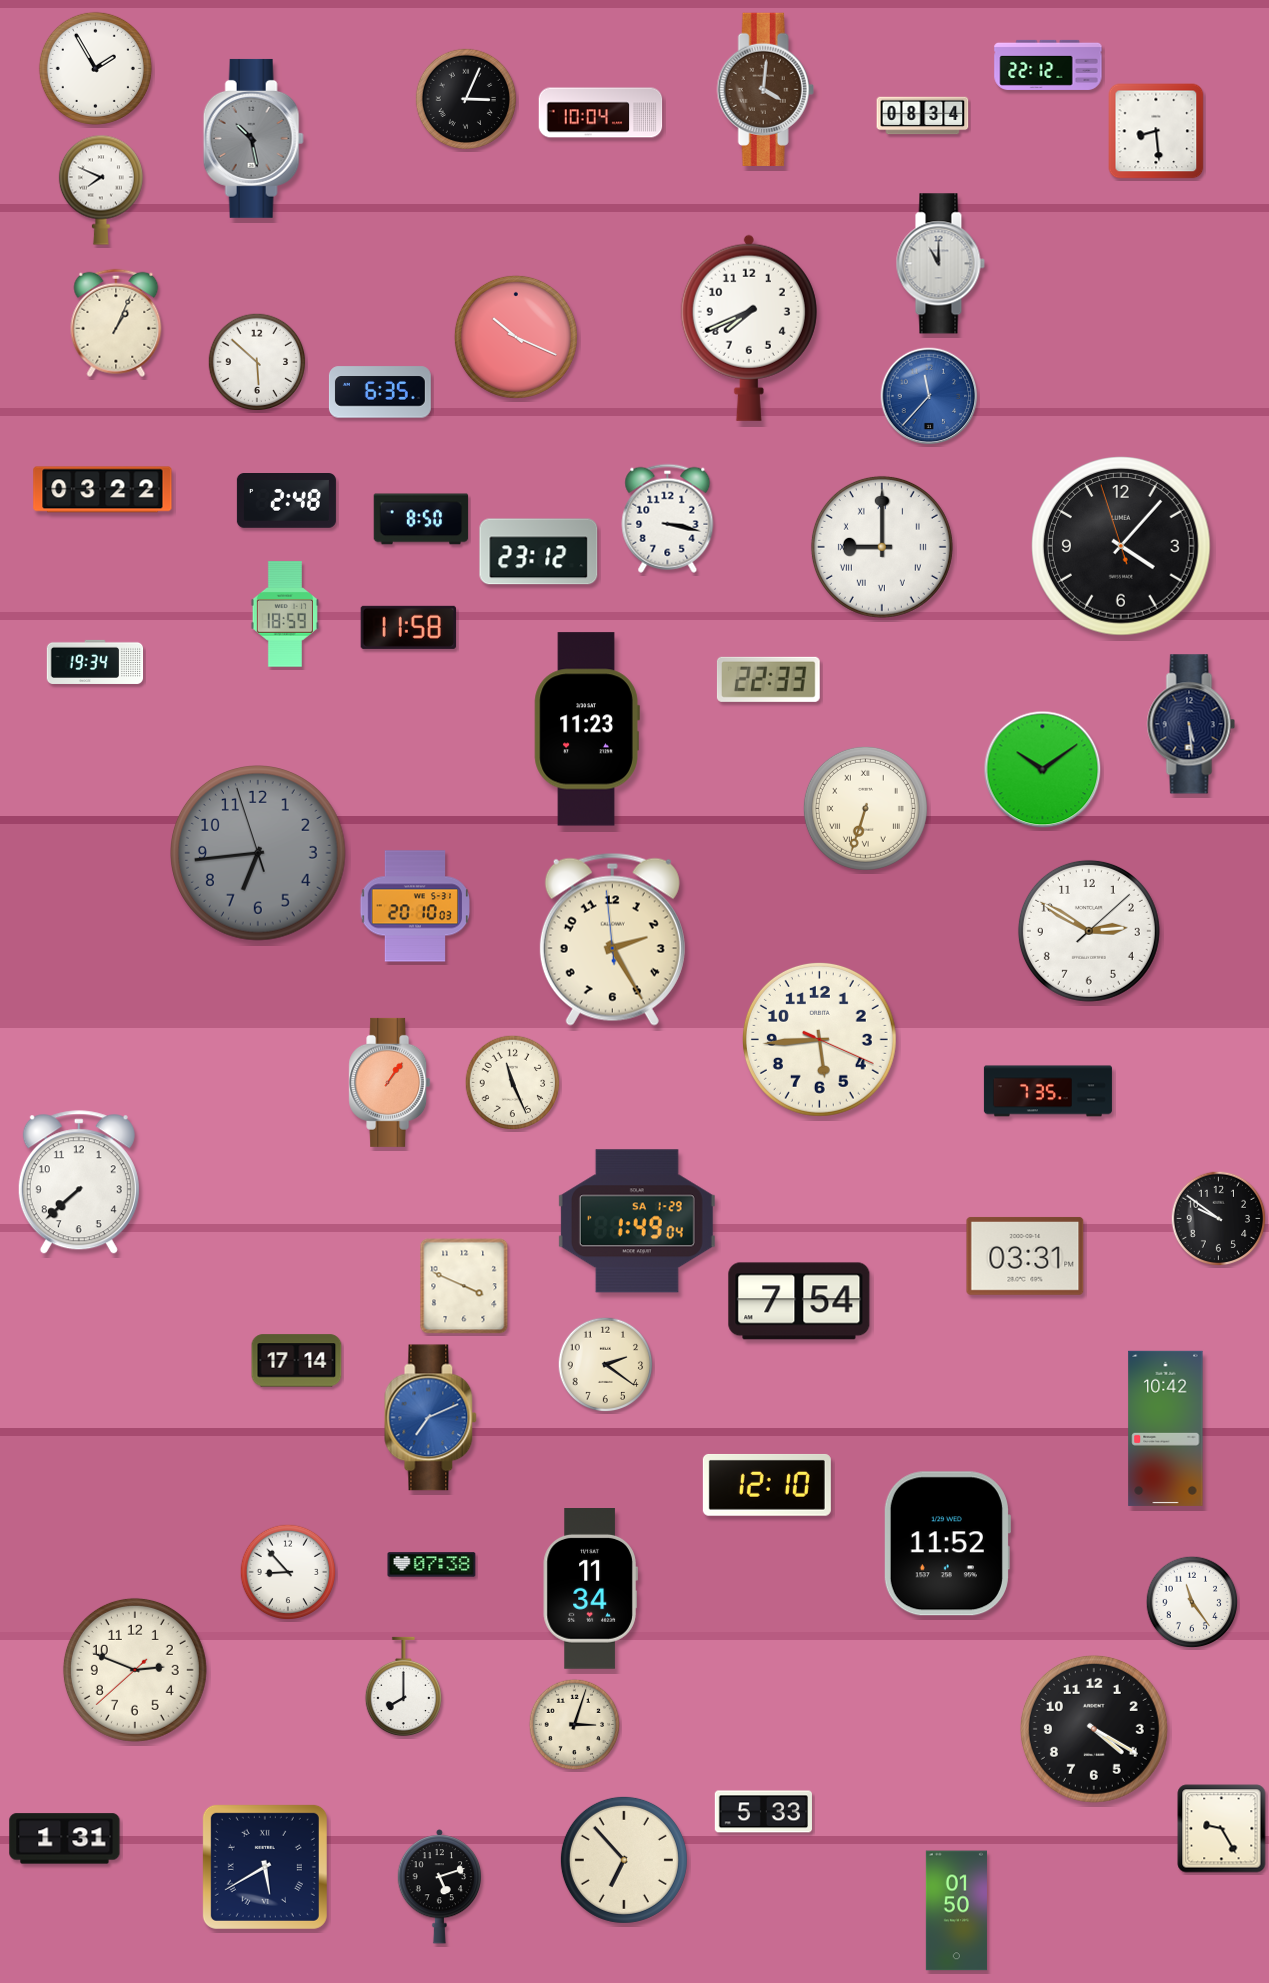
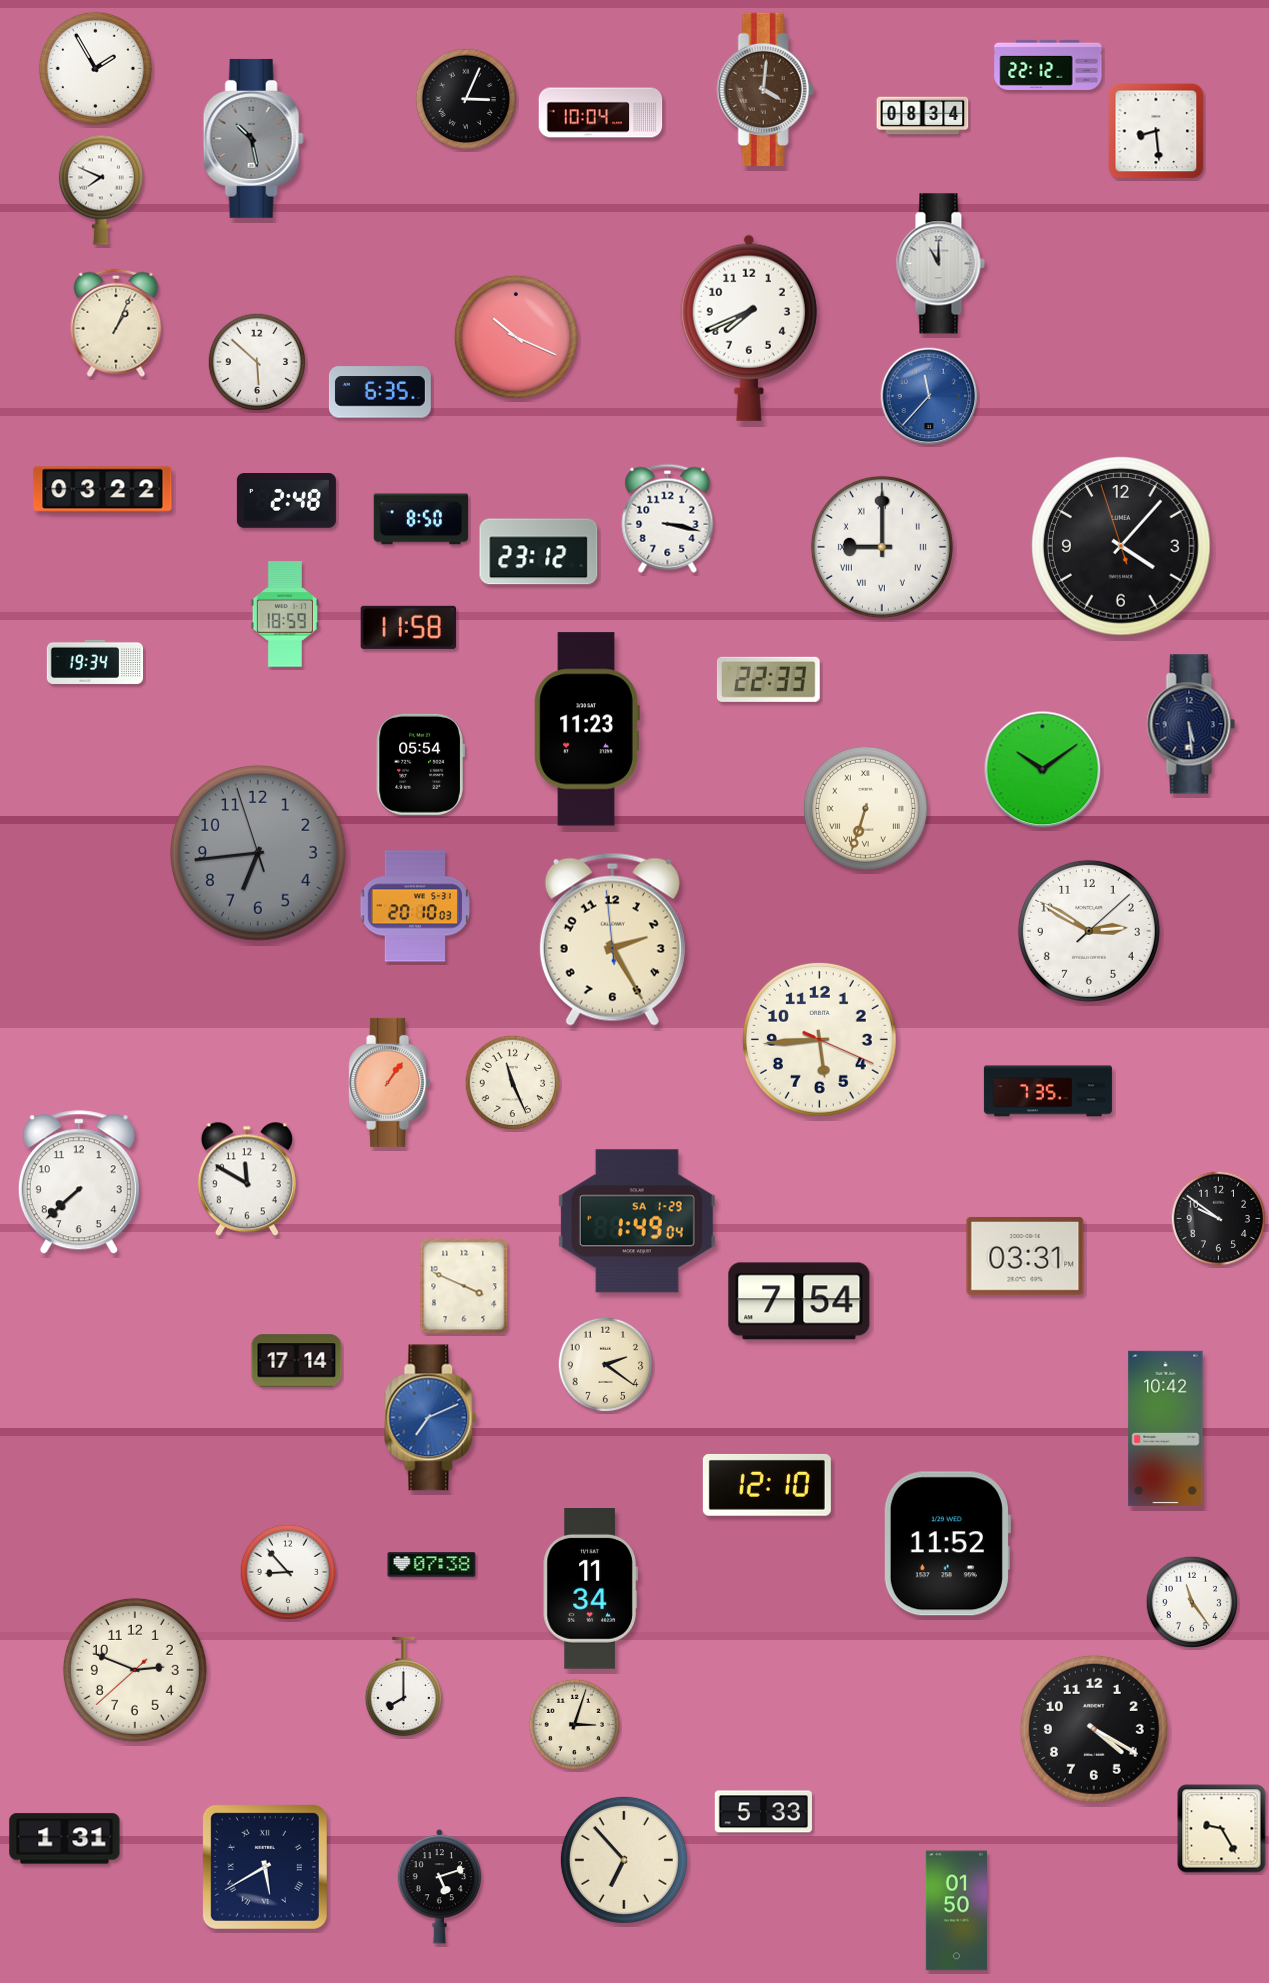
clock at (420, 764): none -> 05:54
clock at (247, 1179): none -> 11:50
